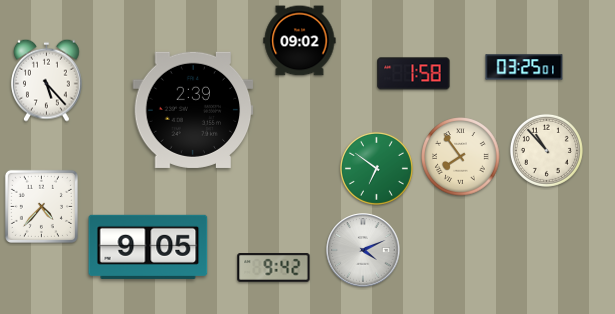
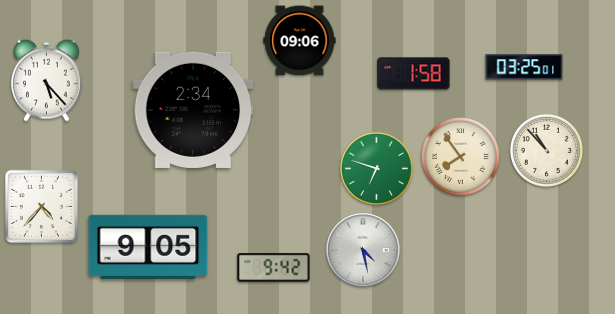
clock at (300, 41): 09:02 -> 09:06
clock at (193, 110): 2:39 -> 2:34
clock at (376, 168): 6:51 -> 6:48
clock at (363, 250): 4:11 -> 4:28
